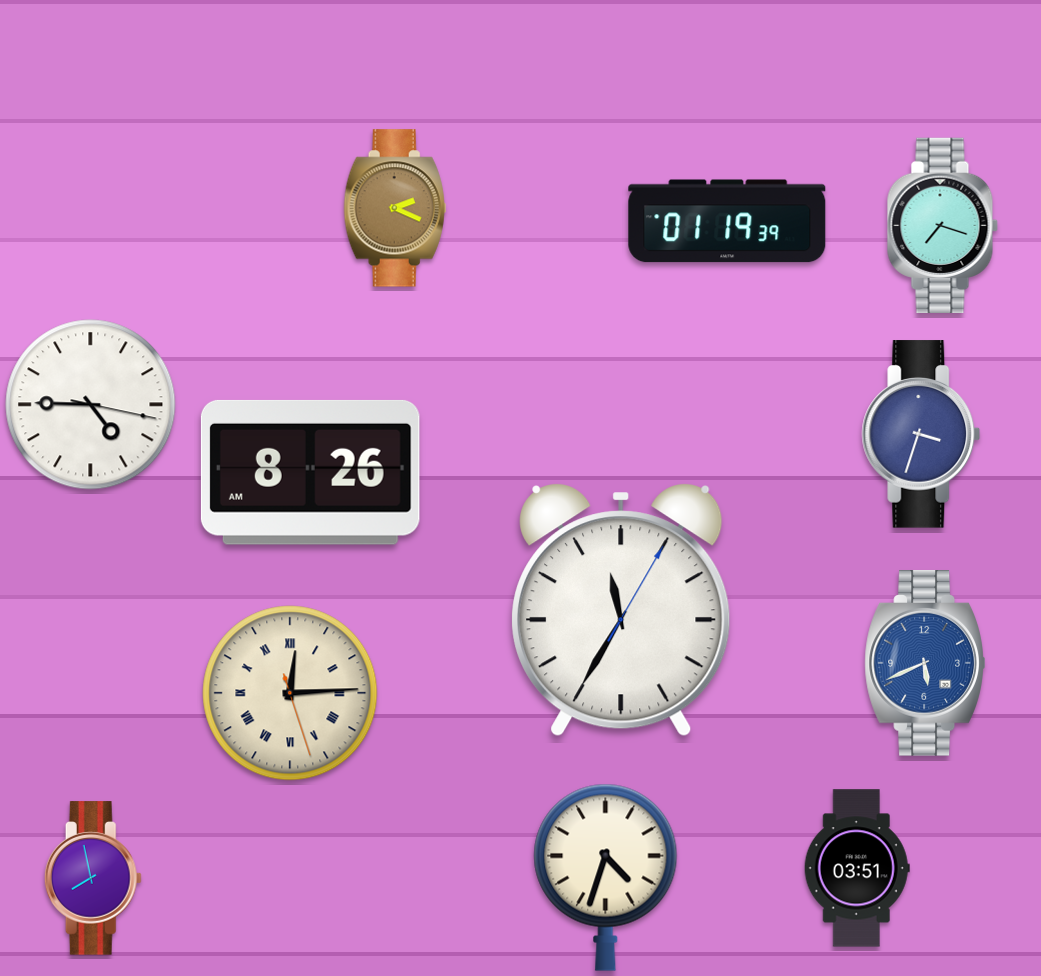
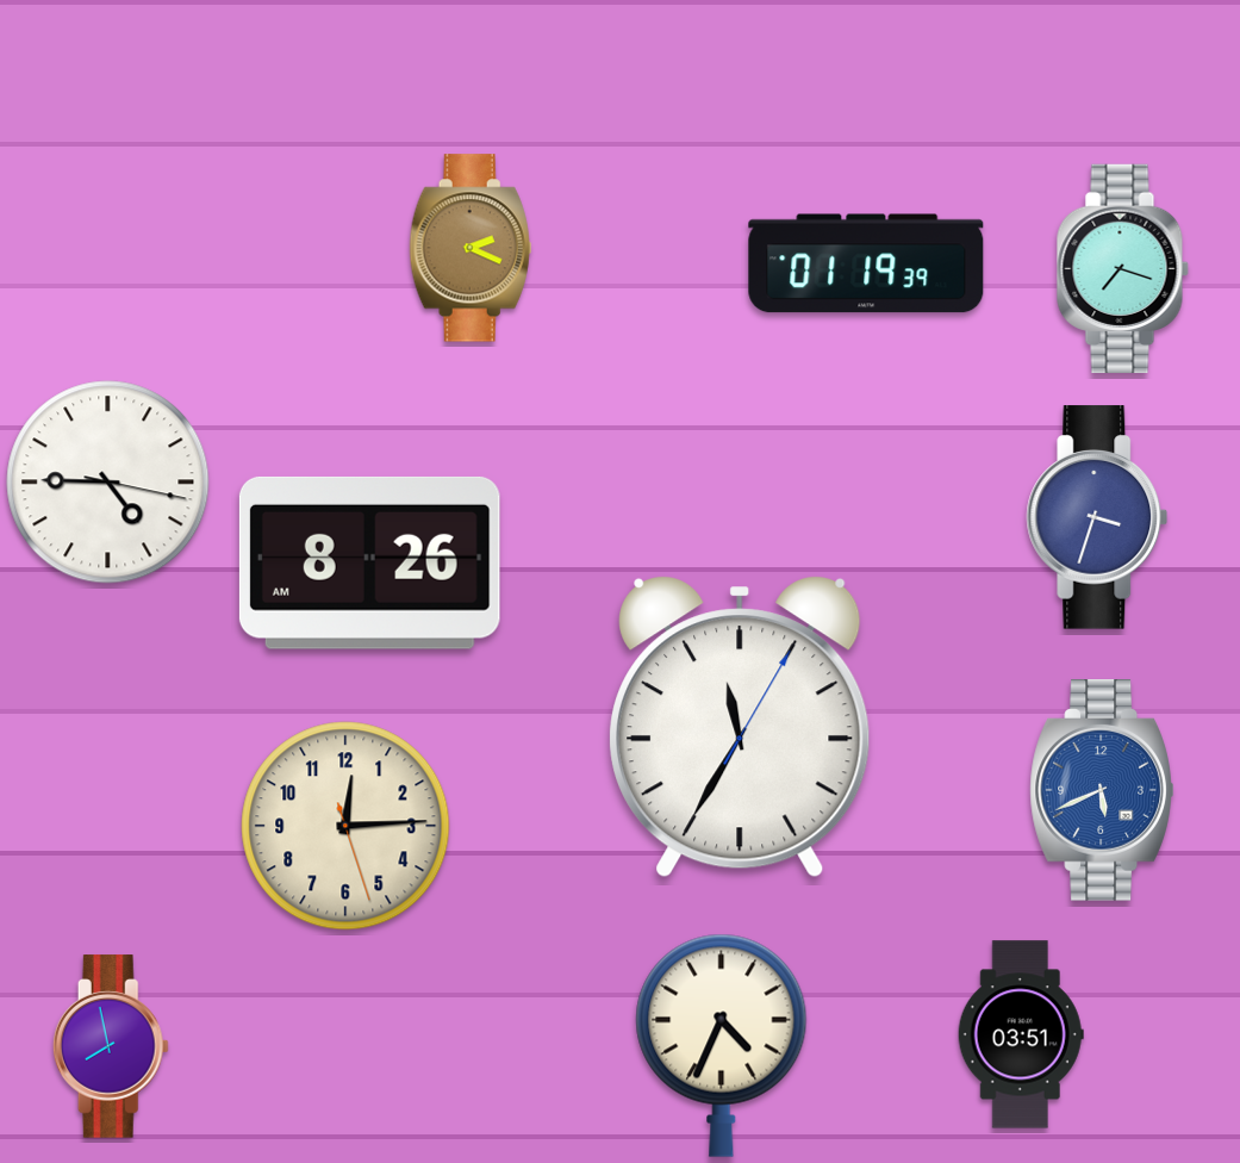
clock at (290, 693) numerals: Roman -> Arabic
clock at (606, 877): 4:33 -> 4:34
